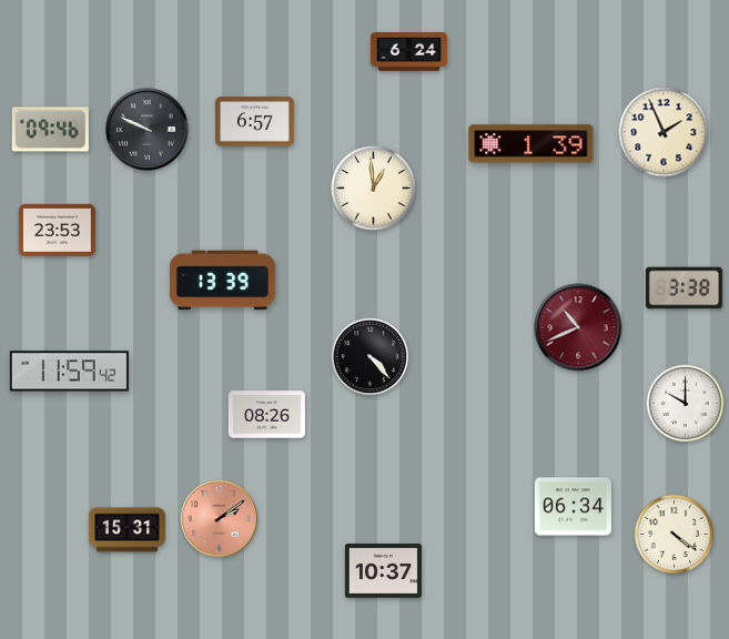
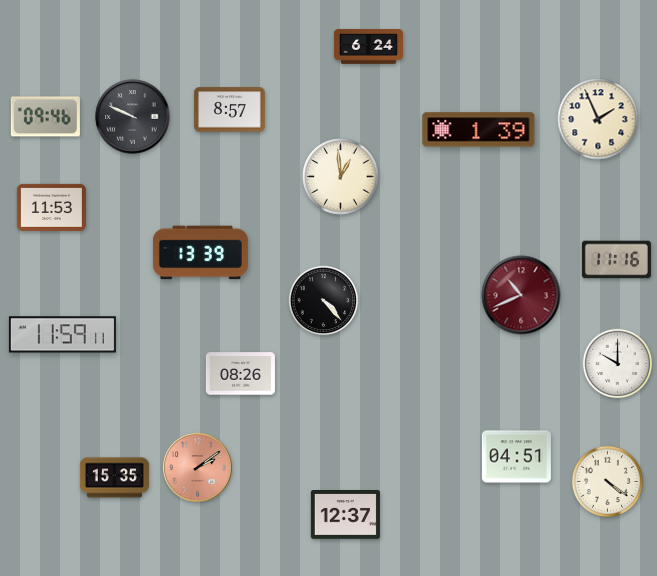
clock at (255, 122): 6:57 -> 8:57
clock at (374, 189) position: (374, 189) -> (341, 177)
clock at (57, 230): 23:53 -> 11:53
clock at (684, 288): 3:38 -> 11:16
clock at (371, 357) position: (371, 357) -> (324, 301)
clock at (69, 372): 11:59:42 -> 11:59:11
clock at (573, 507): 06:34 -> 04:51
clock at (126, 530): 15:31 -> 15:35
clock at (383, 571): 10:37 -> 12:37
